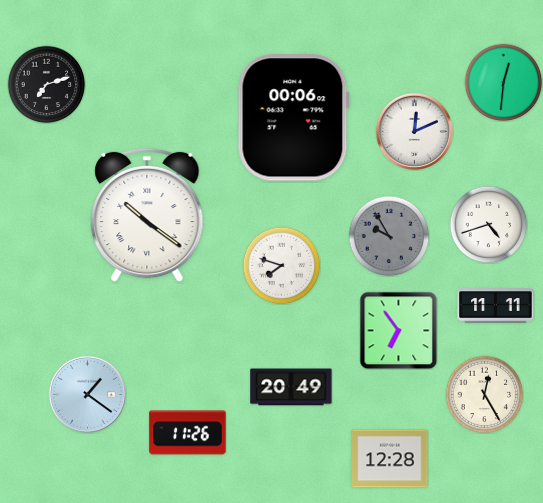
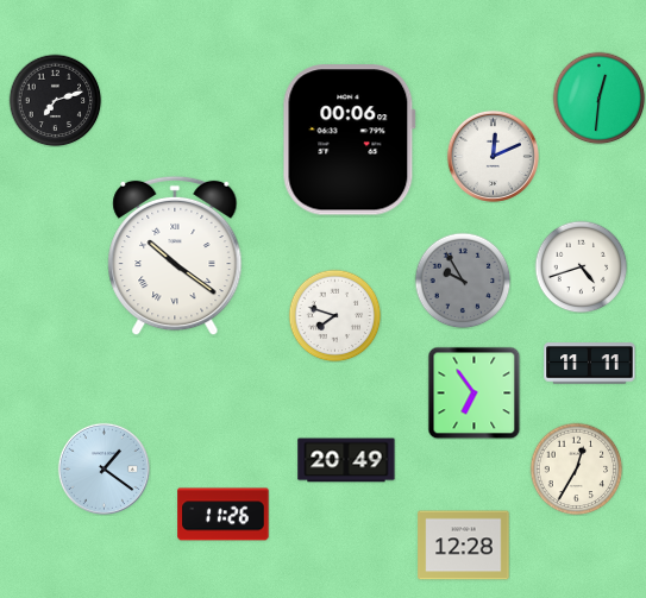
clock at (484, 394): 12:25 -> 12:35
